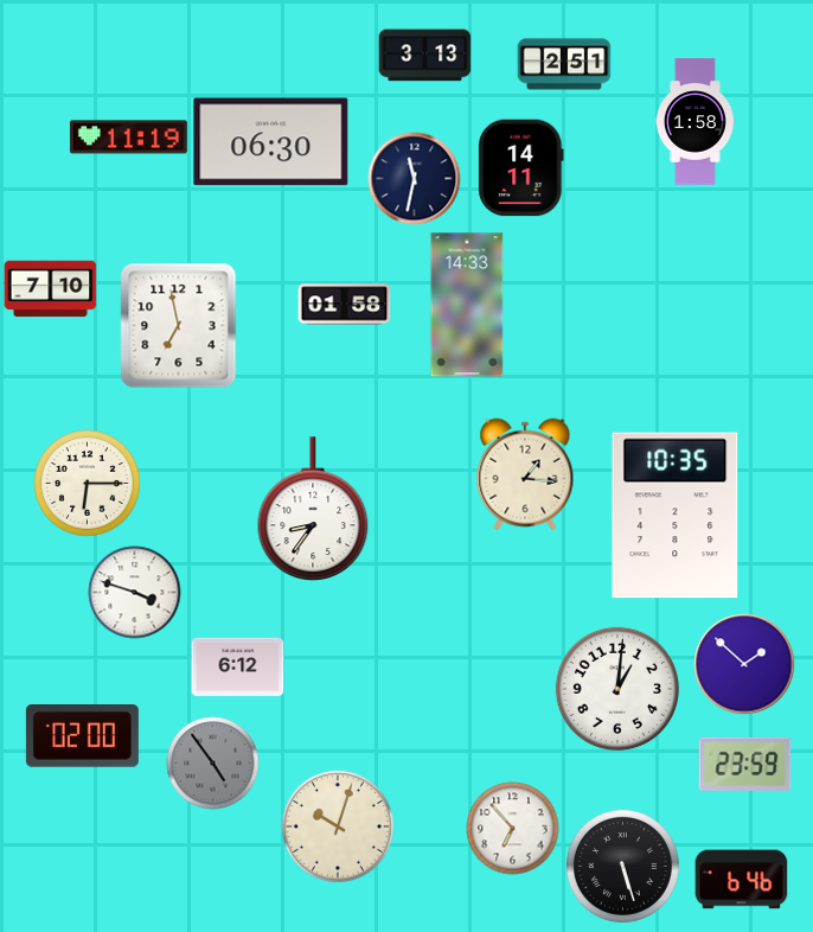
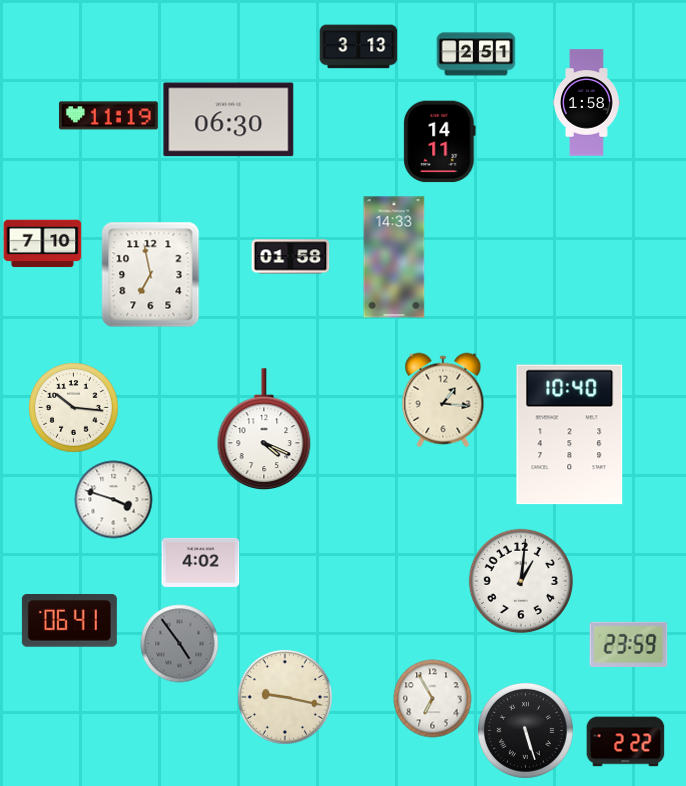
clock at (414, 178): 11:32 -> none
clock at (87, 483): 6:15 -> 10:16
clock at (313, 509): 8:36 -> 4:19
clock at (676, 516): 10:35 -> 10:40
clock at (744, 664): 1:52 -> none
clock at (237, 666): 6:12 -> 4:02
clock at (82, 736): 02:00 -> 06:41
clock at (338, 826): 10:03 -> 9:17
clock at (512, 828): 6:53 -> 6:55
clock at (741, 880): 6:46 -> 2:22
